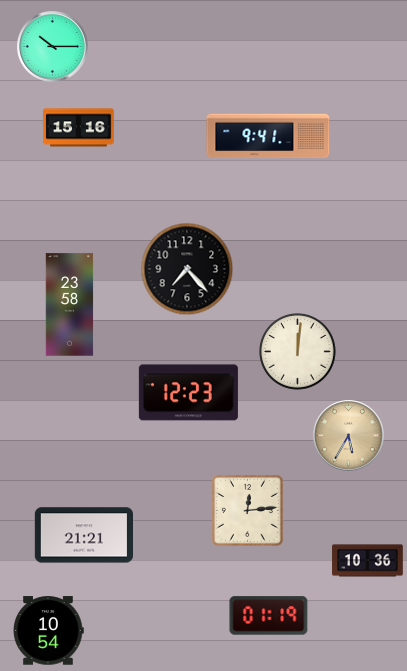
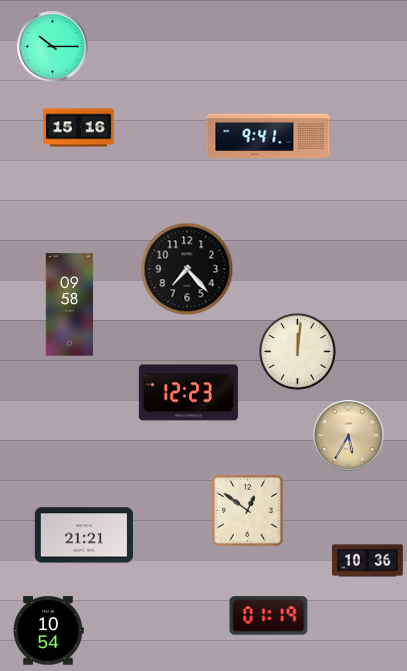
clock at (70, 305): 23:58 -> 09:58
clock at (247, 510): 12:14 -> 12:51
